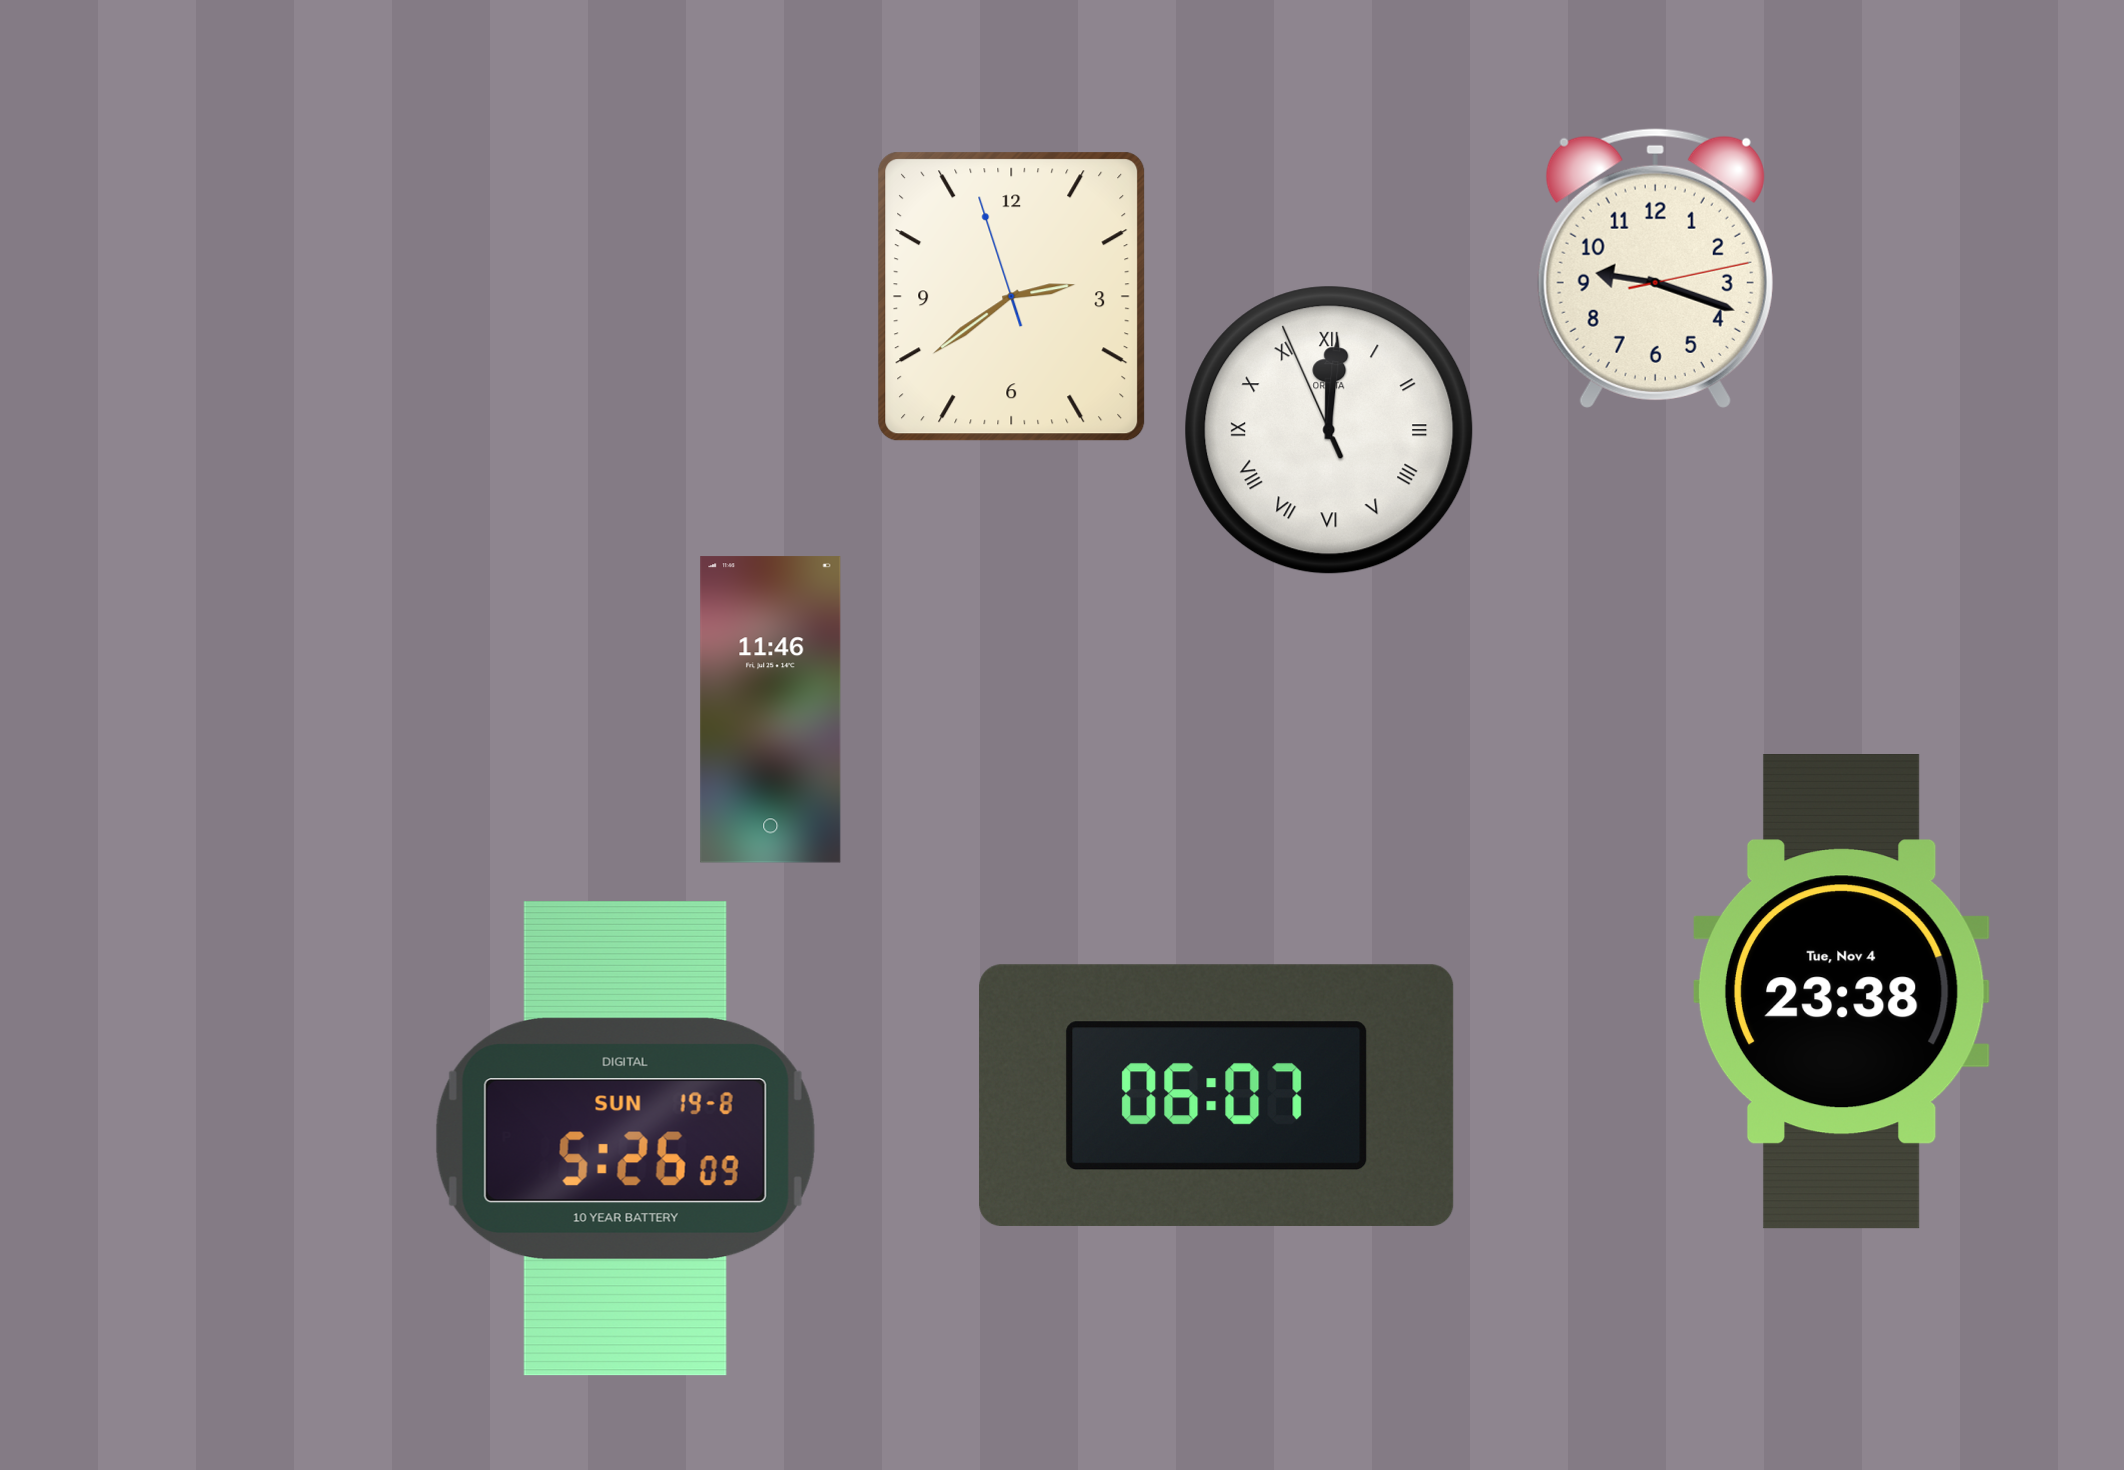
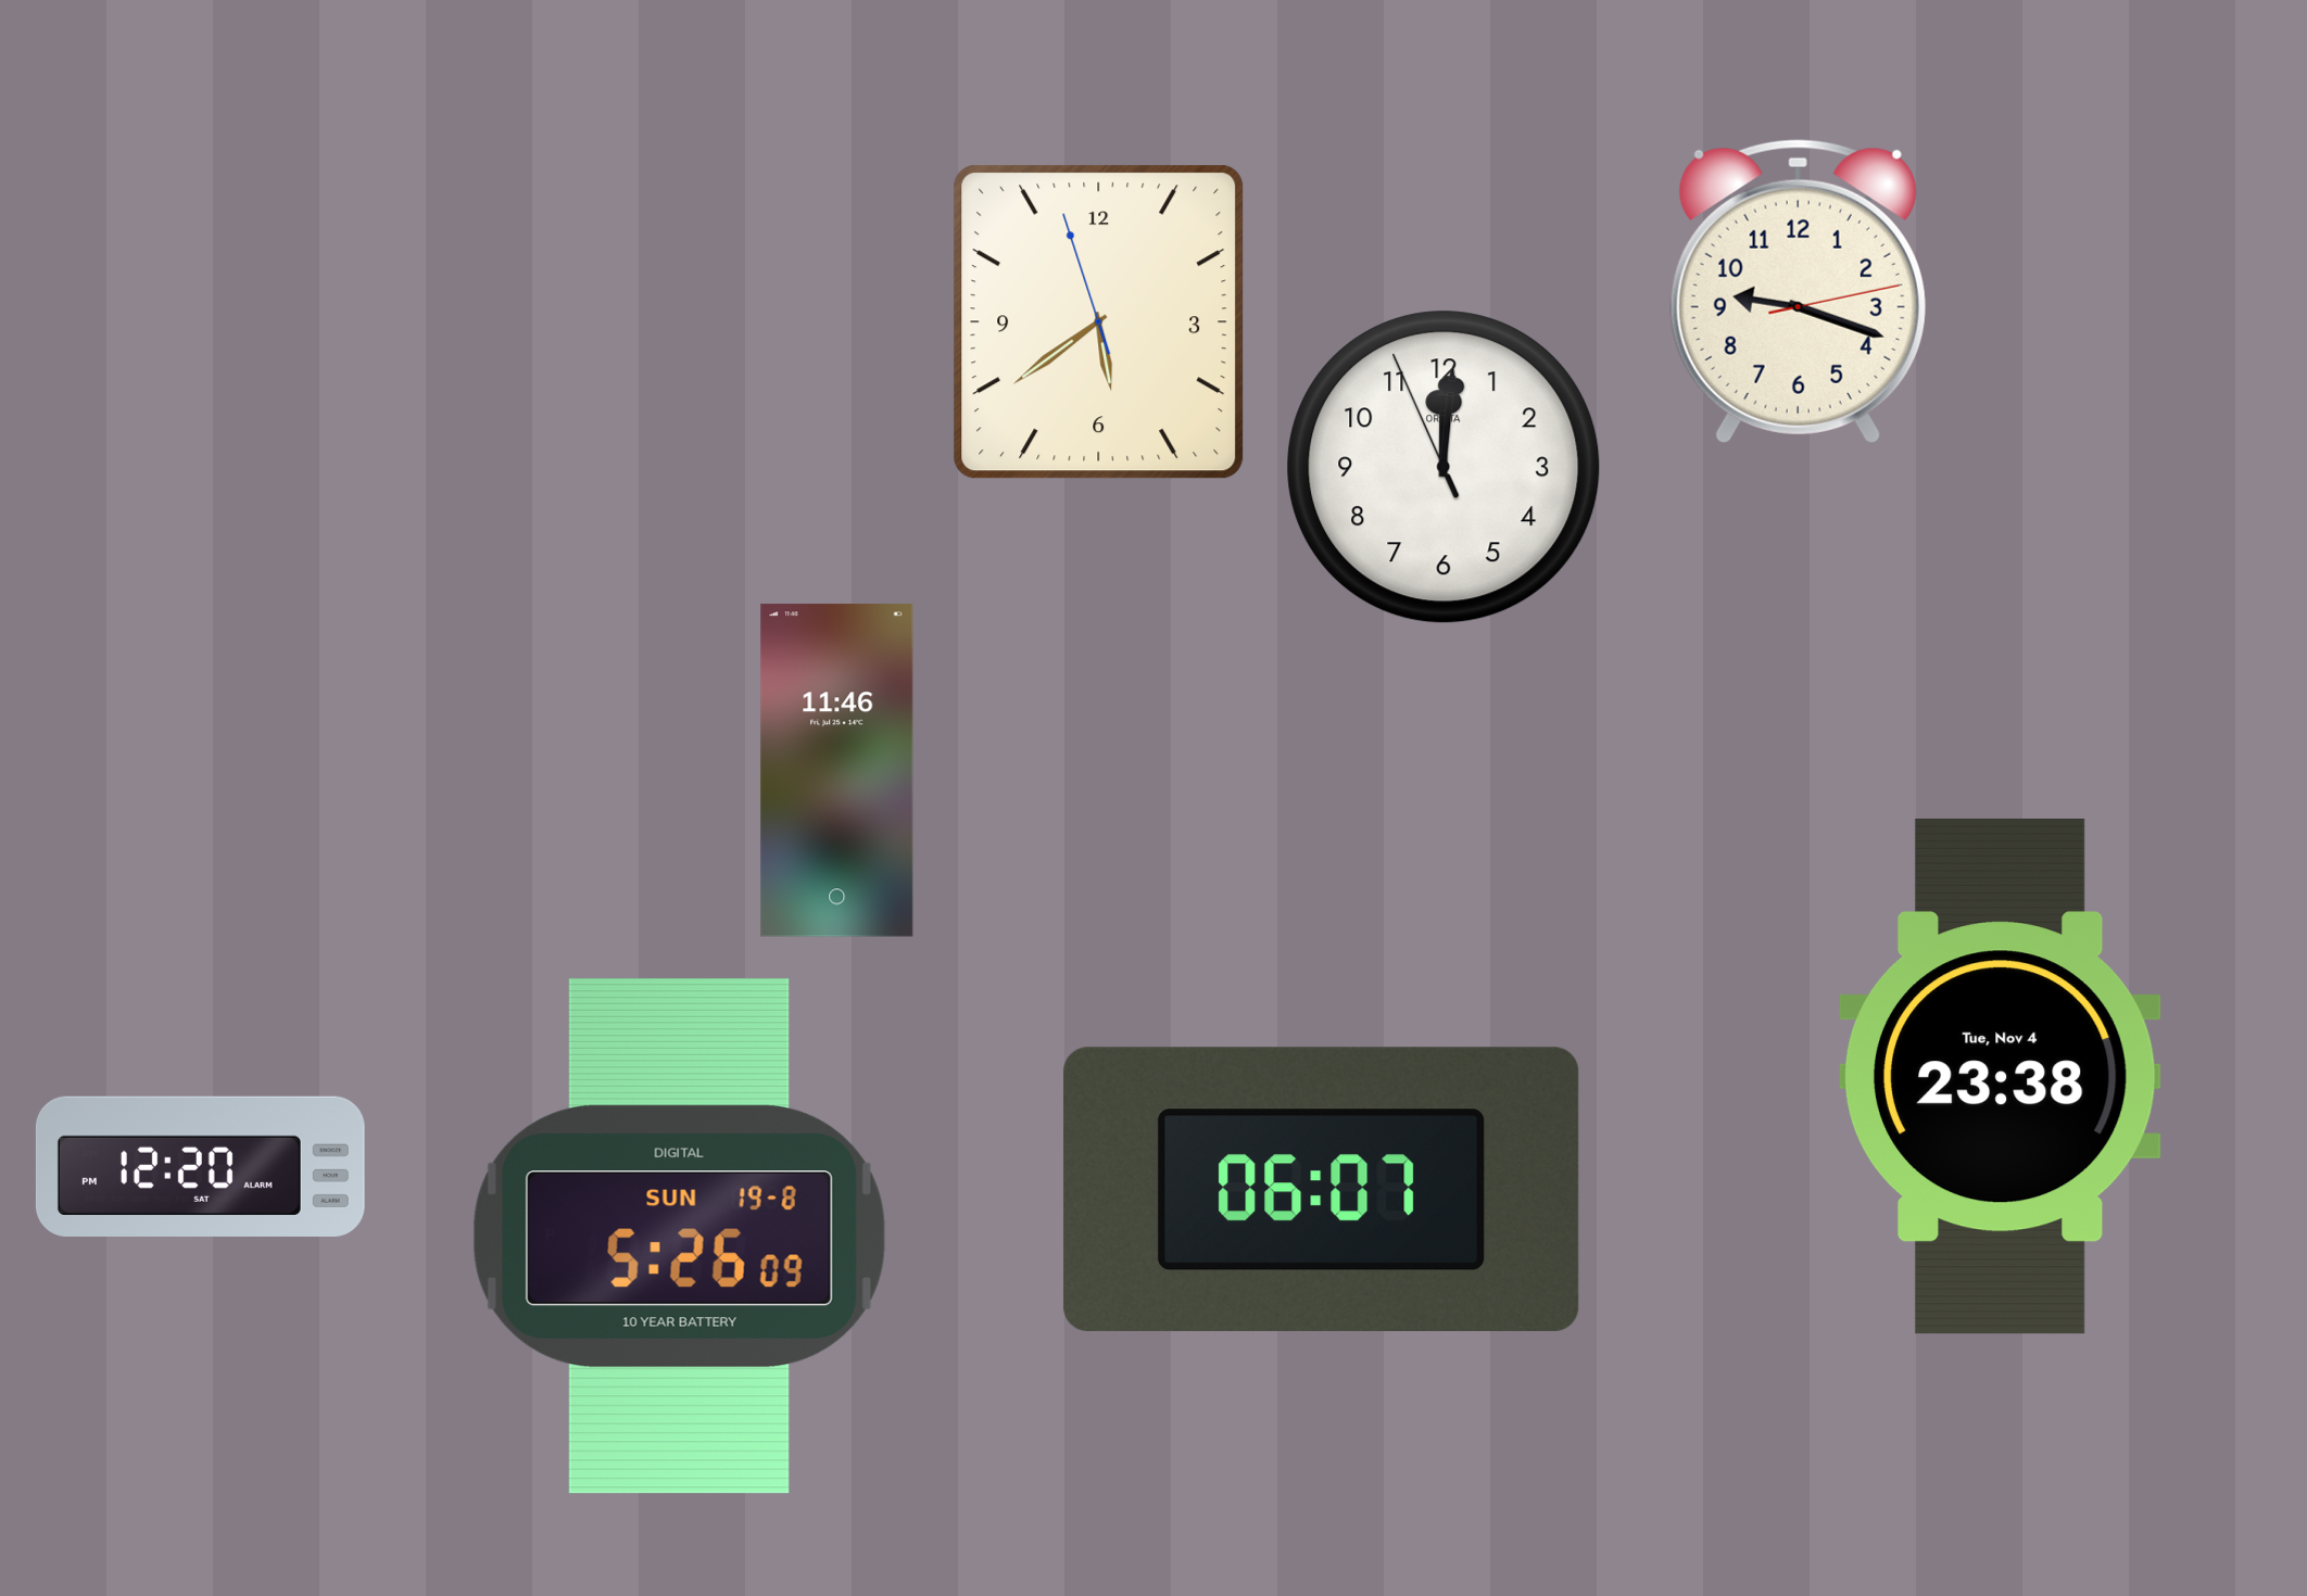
clock at (1012, 297): 2:38 -> 5:38
clock at (1329, 430) numerals: Roman -> Arabic
clock at (200, 1166): none -> 12:20
